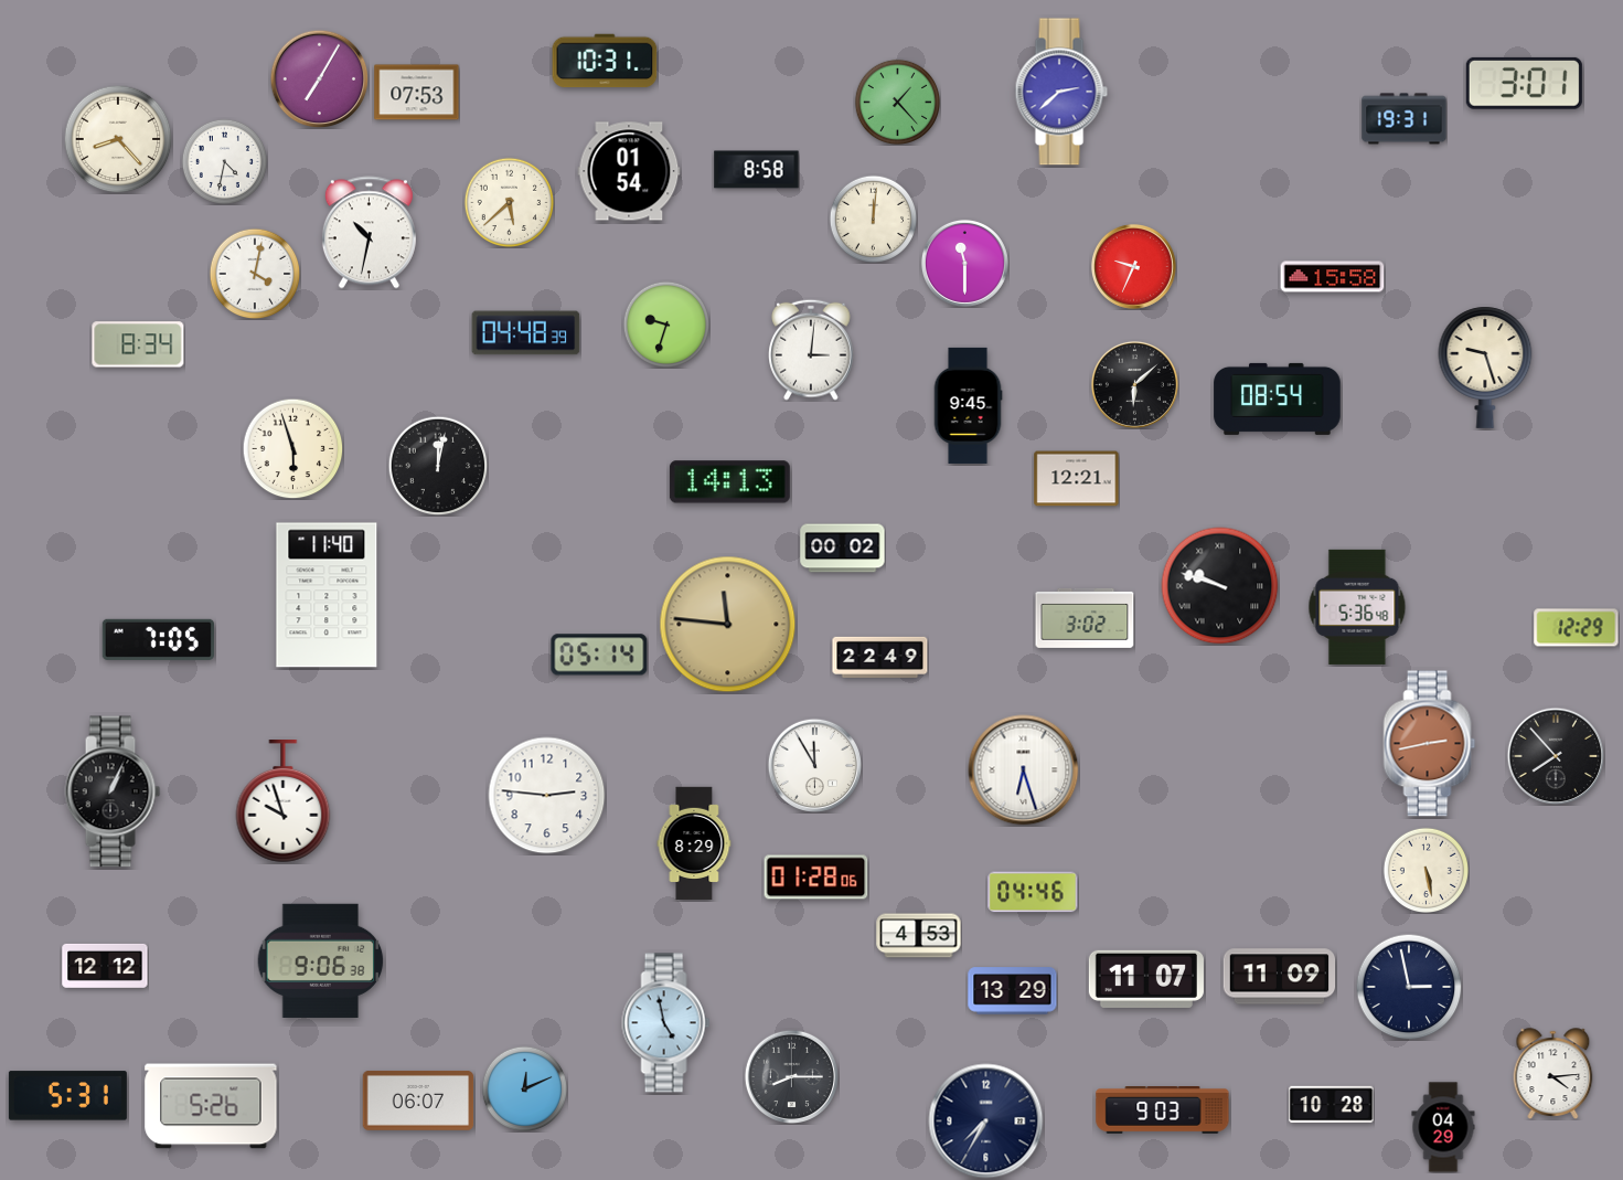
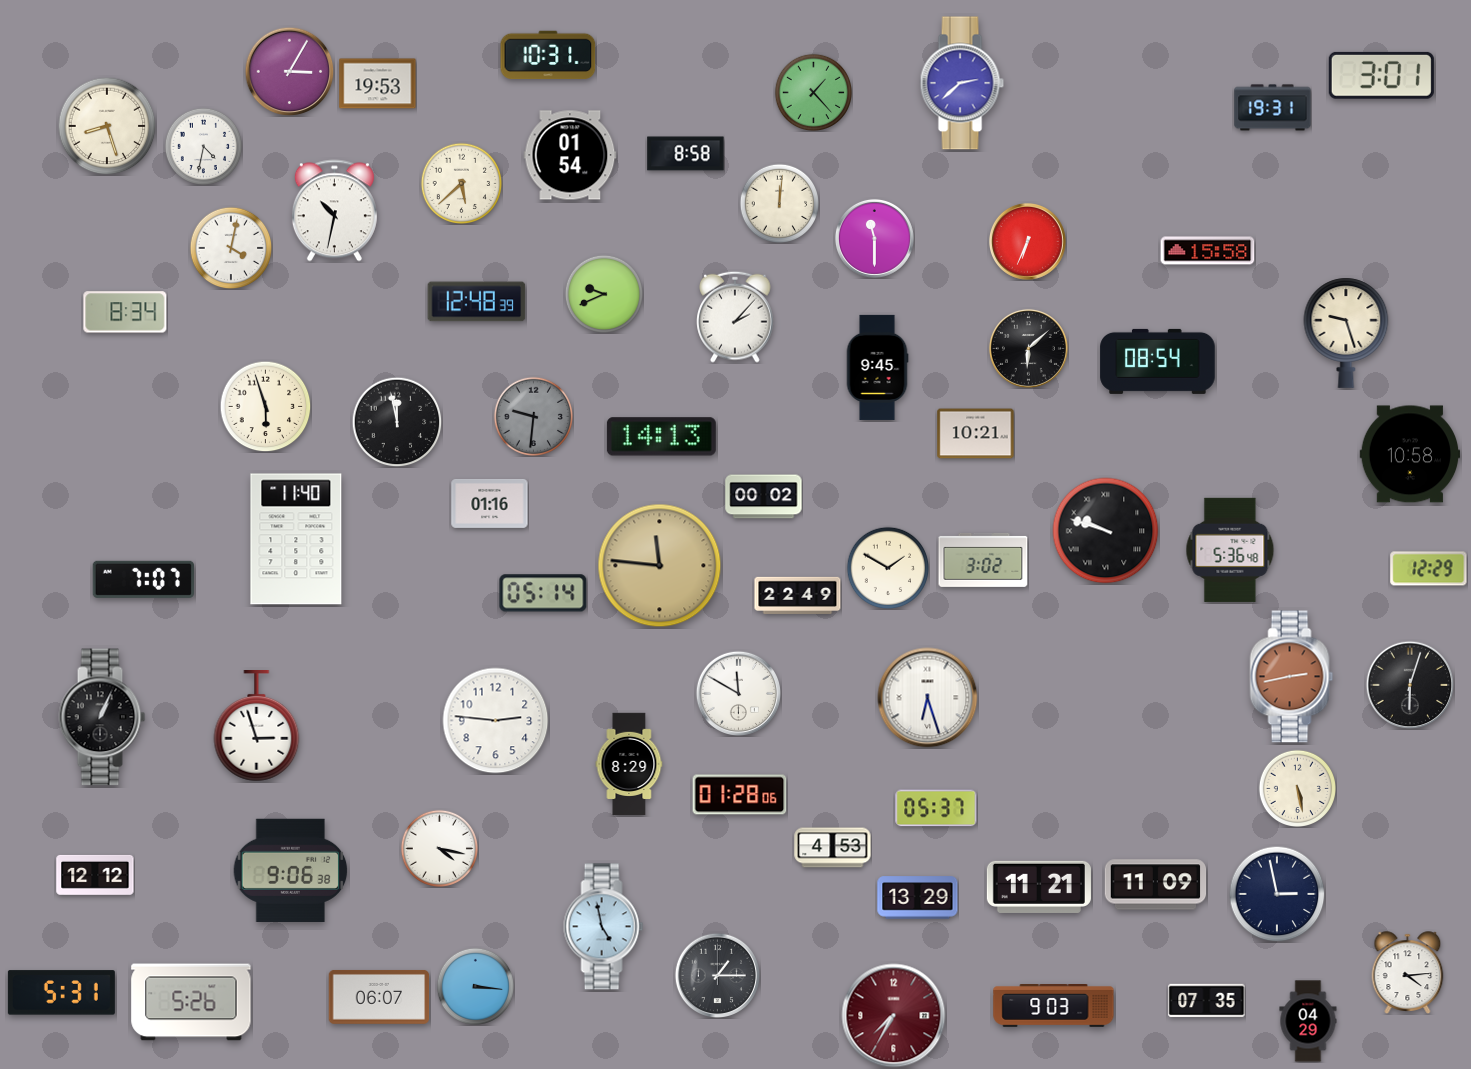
clock at (319, 78): 7:05 -> 3:05
clock at (417, 93): 07:53 -> 19:53
clock at (118, 139): 8:23 -> 8:27
clock at (873, 219) position: (873, 219) -> (779, 203)
clock at (1133, 266): 9:34 -> 6:34
clock at (665, 323): 9:33 -> 9:41
clock at (526, 333): 04:48 -> 12:48
clock at (811, 350): 3:01 -> 2:07
clock at (533, 416): none -> 9:31
clock at (438, 466): 12:02 -> 11:58
clock at (1077, 479): 12:21 -> 10:21
clock at (1410, 454): none -> 10:58
clock at (490, 503): none -> 01:16
clock at (888, 568): none -> 1:50
clock at (158, 639): 7:05 -> 7:07
clock at (1430, 744) position: (1430, 744) -> (1292, 677)
clock at (1556, 756): 7:53 -> 6:03
clock at (814, 765): 11:55 -> 11:50
clock at (284, 802): 9:57 -> 2:57
clock at (1426, 870) position: (1426, 870) -> (1297, 788)
clock at (1033, 892): 04:46 -> 05:37
clock at (439, 848): none -> 4:17
clock at (1280, 977) position: (1280, 977) -> (1156, 885)
clock at (1146, 979): 11:07 -> 11:21
clock at (791, 1076): 8:15 -> 1:15
clock at (524, 1088): 12:11 -> 3:16
clock at (1332, 1105): 10:28 -> 07:35
clock at (986, 1121) dial: navy -> burgundy
